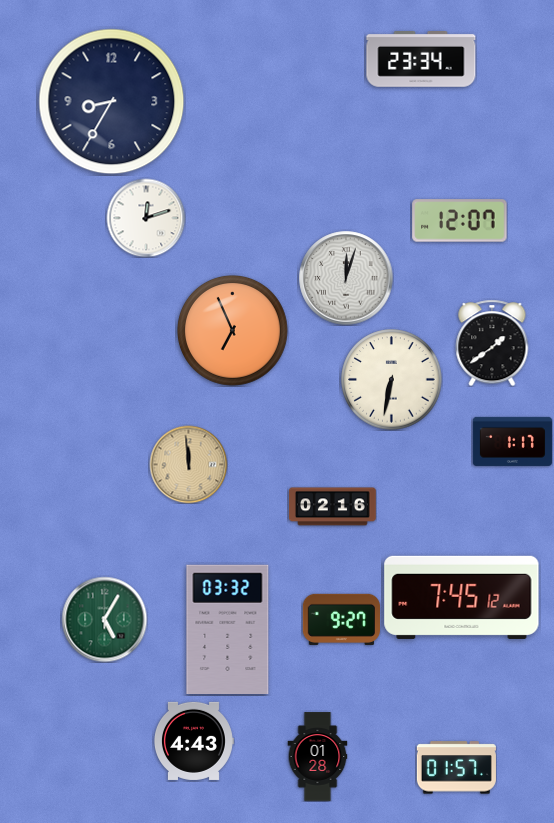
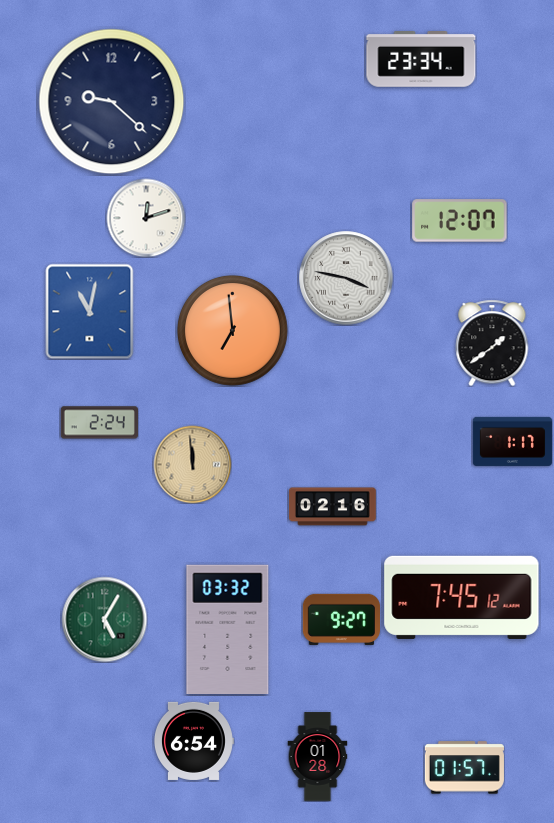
clock at (112, 102): 8:35 -> 9:22
clock at (346, 278): 12:03 -> 3:47
clock at (90, 311): none -> 11:02
clock at (232, 330): 6:56 -> 6:59
clock at (392, 380): 6:32 -> none
clock at (99, 423): none -> 2:24
clock at (188, 464) position: (188, 464) -> (192, 464)
clock at (194, 741): 4:43 -> 6:54
clock at (456, 768) position: (456, 768) -> (464, 768)
